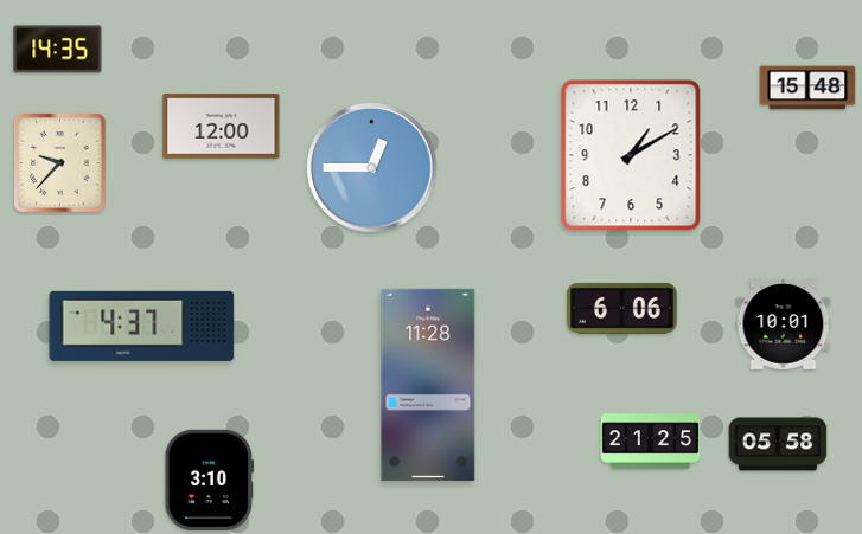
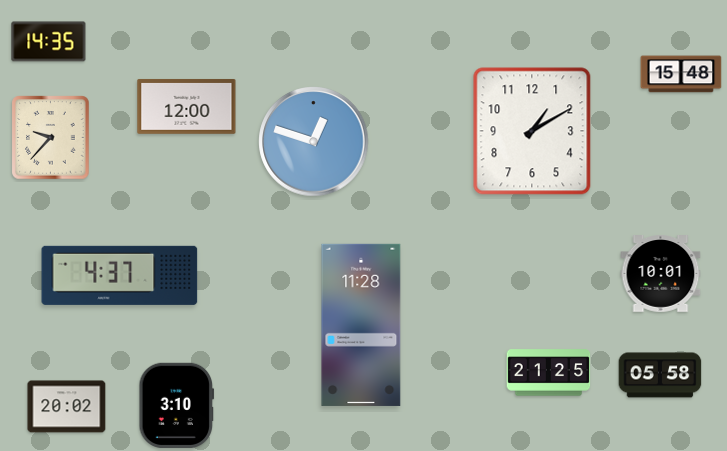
clock at (372, 168): 12:45 -> 12:48
clock at (622, 308): 6:06 -> none
clock at (778, 444) position: (778, 444) -> (660, 375)
clock at (67, 407): none -> 20:02
